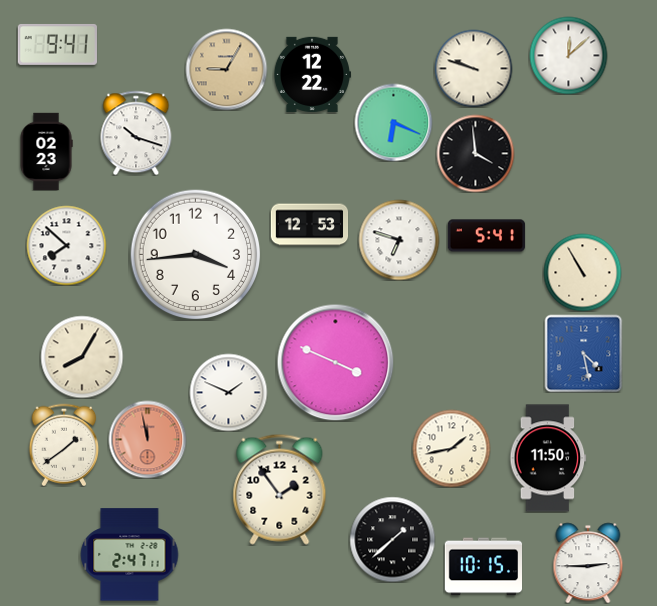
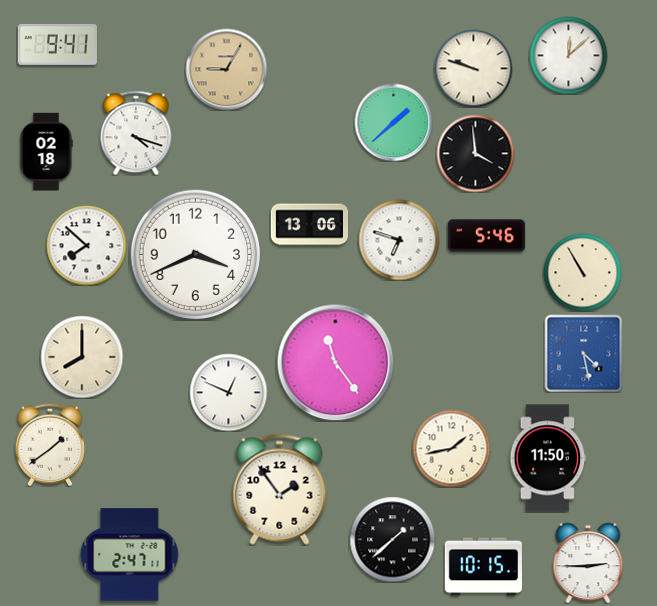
clock at (312, 74): 12:22 -> none
clock at (393, 122): 6:19 -> 1:38
clock at (136, 133): 10:18 -> 4:18
clock at (46, 151): 02:23 -> 02:18
clock at (309, 225): 12:53 -> 13:06
clock at (486, 236): 5:41 -> 5:46
clock at (66, 245) position: (66, 245) -> (86, 245)
clock at (196, 255): 3:44 -> 3:41
clock at (82, 357): 8:05 -> 8:00
clock at (335, 362): 3:49 -> 11:24
clock at (228, 392): 1:49 -> 12:49
clock at (147, 439): 11:58 -> none
clock at (64, 445) position: (64, 445) -> (50, 445)
